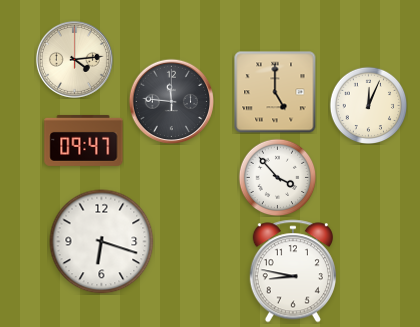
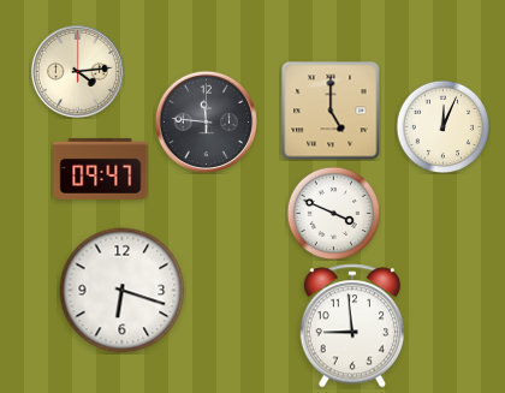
clock at (74, 59) position: (74, 59) -> (77, 71)
clock at (277, 177): 3:53 -> 3:49
clock at (293, 271): 8:47 -> 8:59
